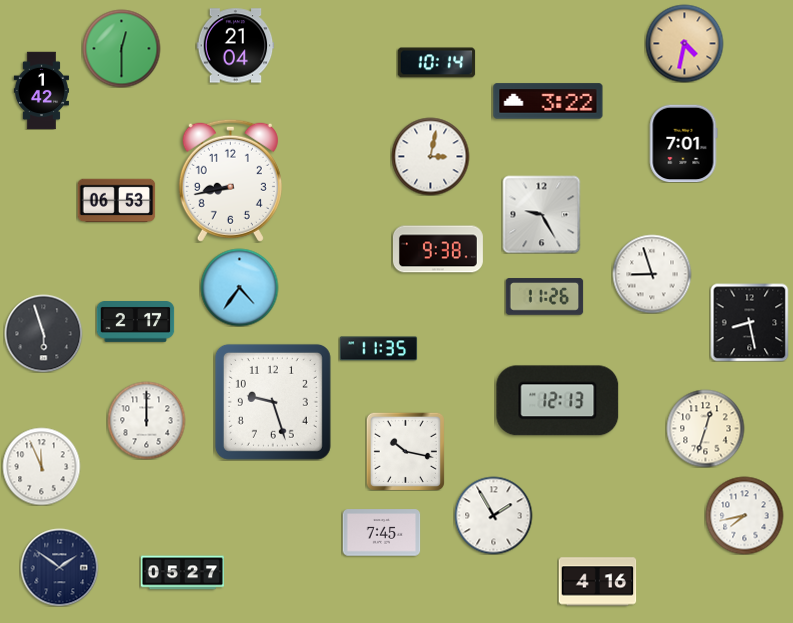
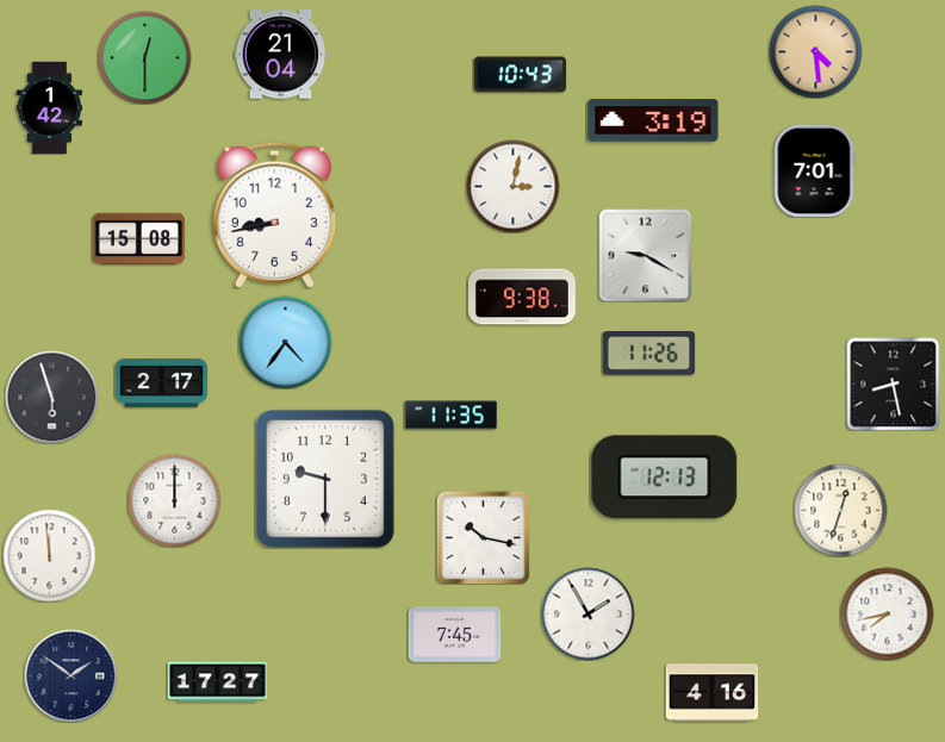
clock at (684, 43): 4:32 -> 4:29
clock at (436, 63): 10:14 -> 10:43
clock at (548, 101): 3:22 -> 3:19
clock at (116, 200): 06:53 -> 15:08
clock at (541, 214): 9:25 -> 9:20
clock at (652, 274): 8:57 -> none
clock at (273, 402): 9:27 -> 9:30
clock at (41, 466): 11:56 -> 11:59
clock at (182, 573): 05:27 -> 17:27
